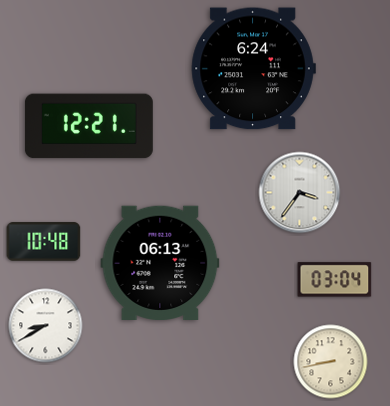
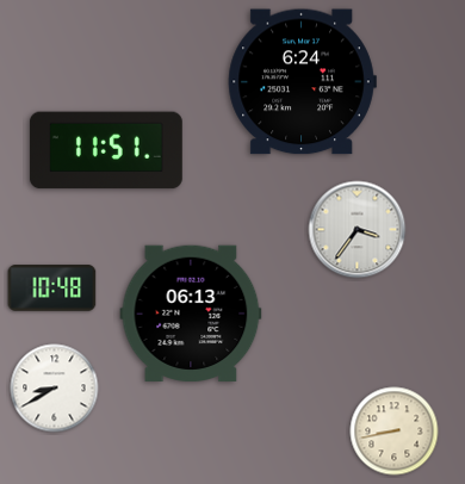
clock at (89, 126): 12:21 -> 11:51
clock at (335, 280): 03:04 -> none
